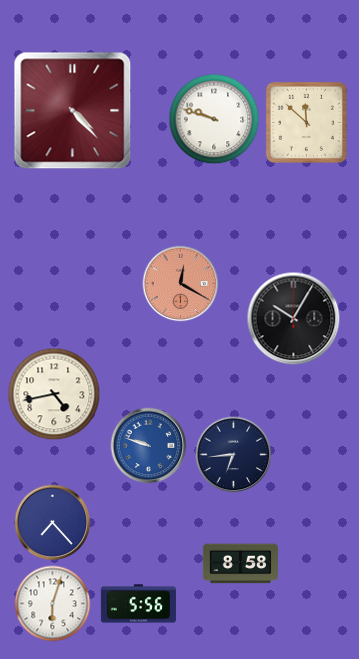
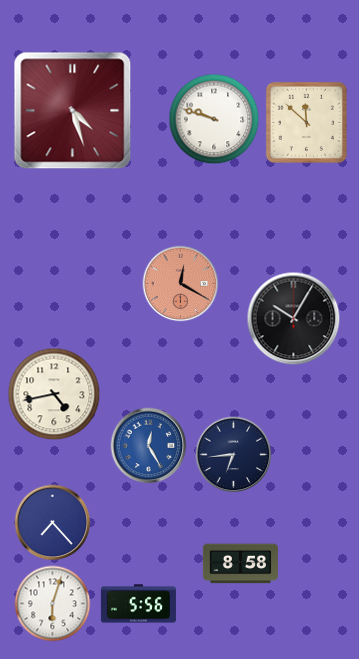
clock at (73, 111): 4:23 -> 4:27
clock at (149, 446): 9:48 -> 12:25
